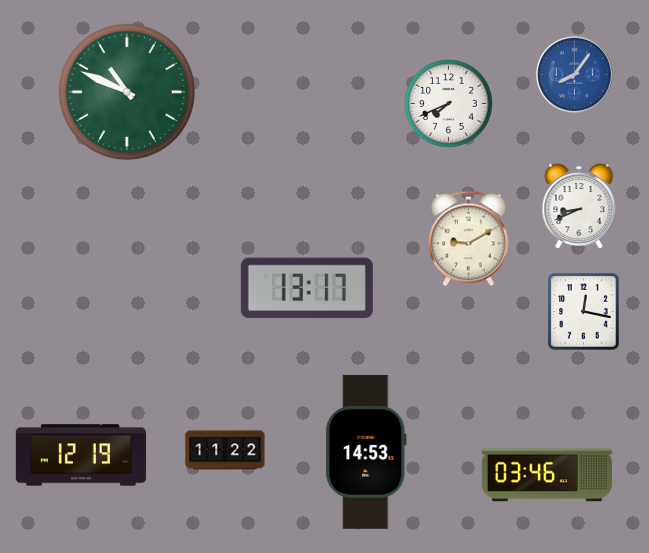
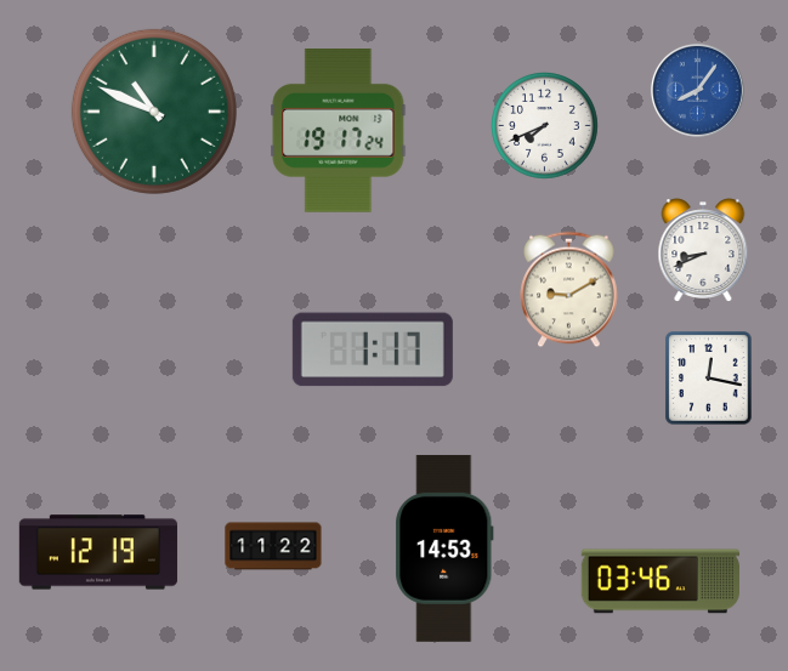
clock at (339, 131): none -> 19:17
clock at (307, 288): 13:17 -> 1:17
clock at (547, 475) position: (547, 475) -> (661, 581)
